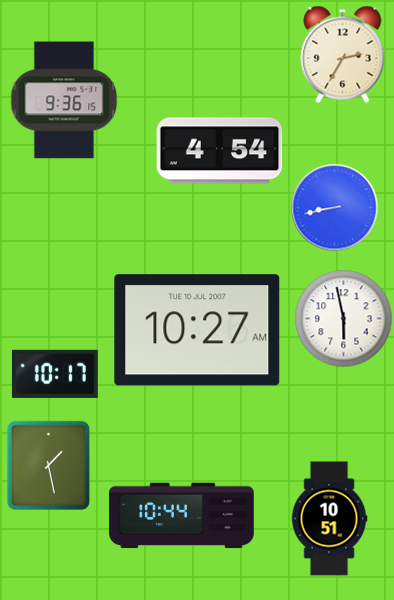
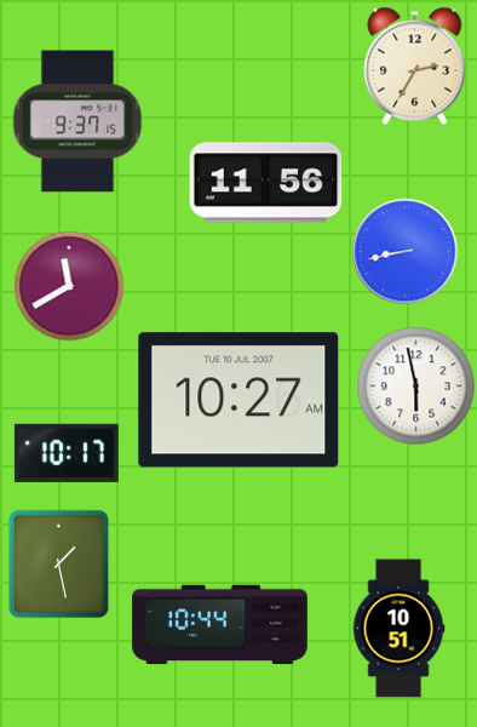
clock at (64, 100): 9:36 -> 9:37
clock at (220, 151): 4:54 -> 11:56
clock at (69, 286): none -> 11:40
